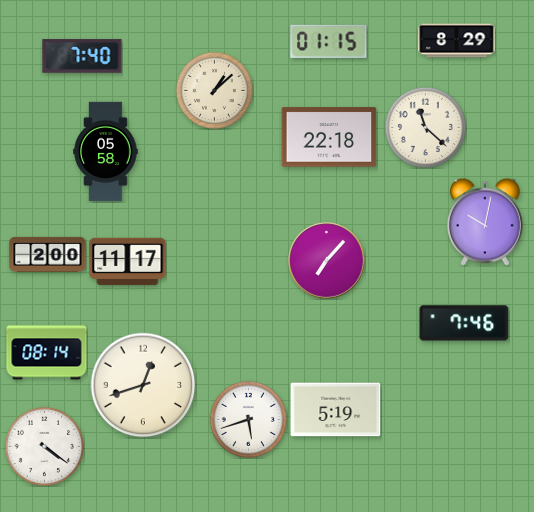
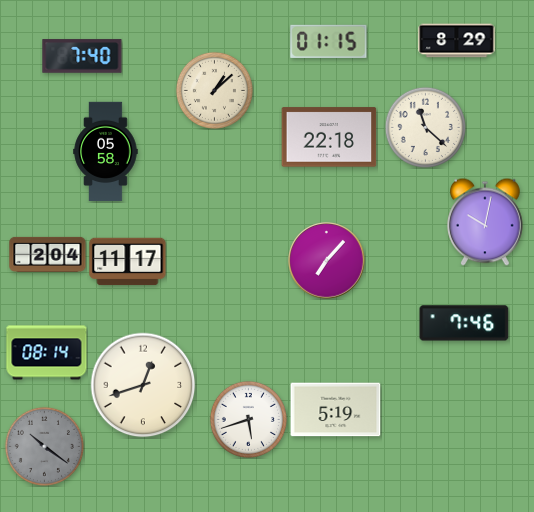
clock at (48, 254): 2:00 -> 2:04
clock at (44, 446): 4:21 -> 10:21
clock at (44, 446) dial: white -> grey
